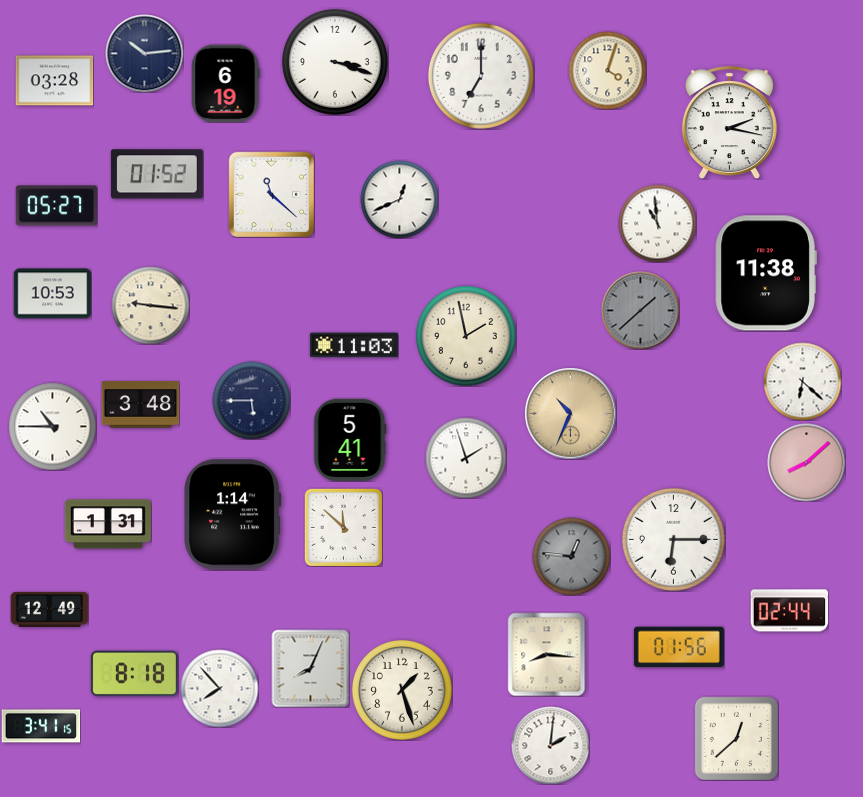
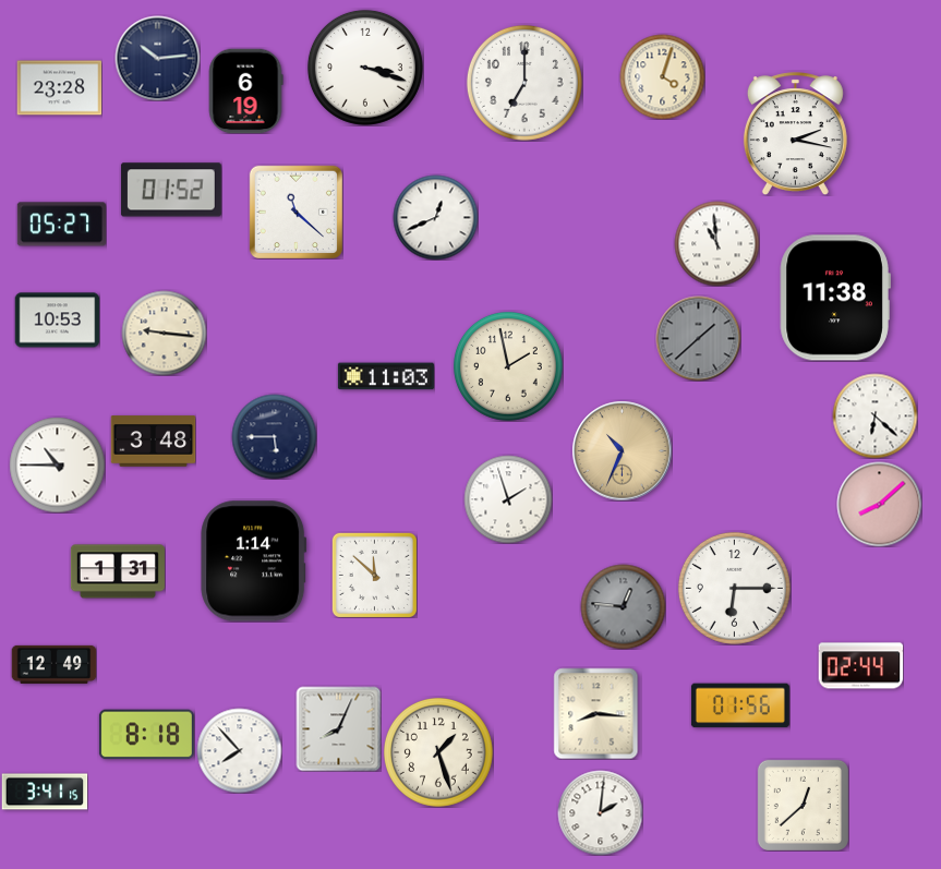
clock at (54, 81): 03:28 -> 23:28
clock at (350, 439): 5:41 -> none
